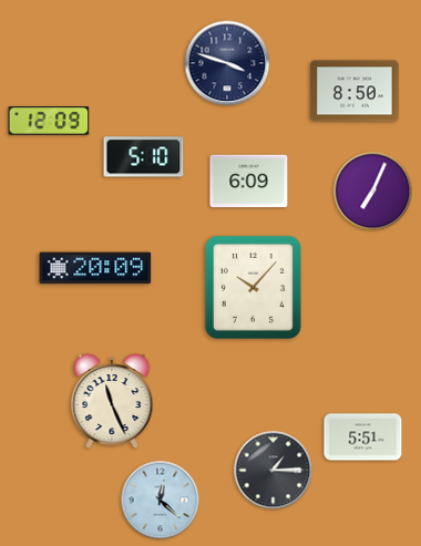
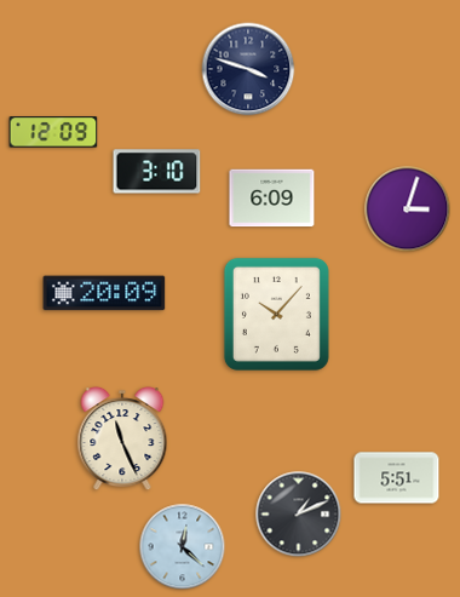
clock at (355, 91): 8:50 -> none
clock at (144, 157): 5:10 -> 3:10
clock at (373, 192): 7:04 -> 3:03
clock at (274, 471): 1:15 -> 1:11
clock at (161, 501) position: (161, 501) -> (183, 547)
